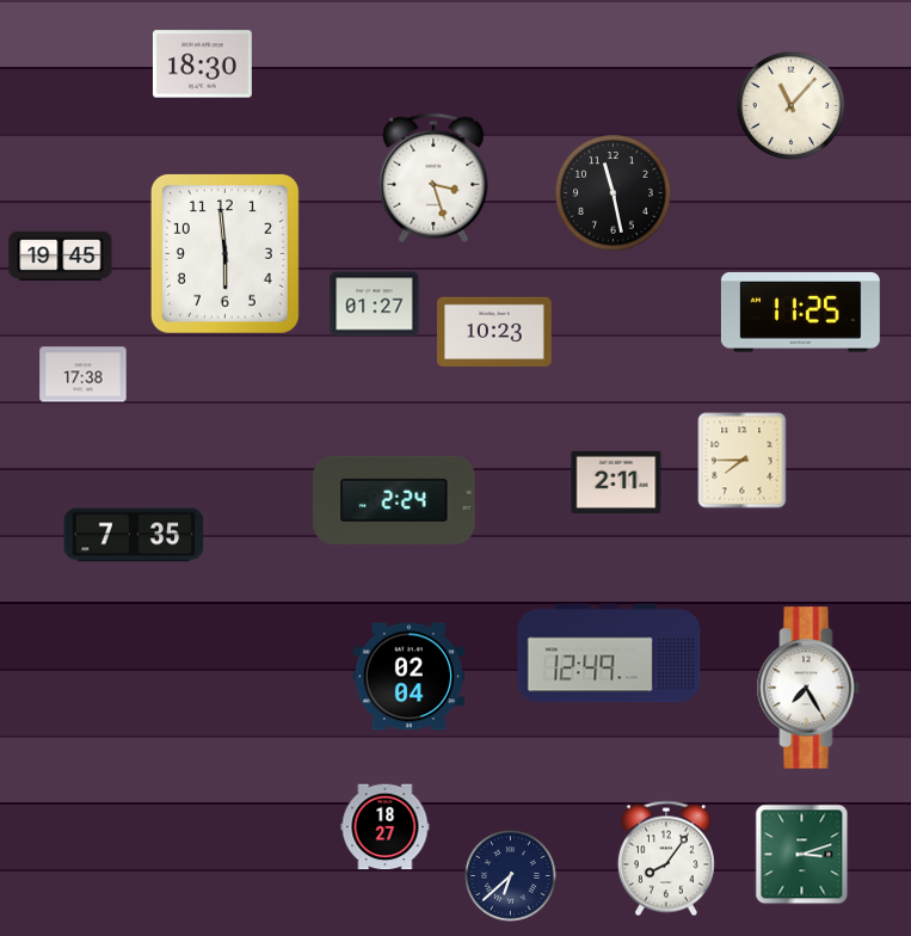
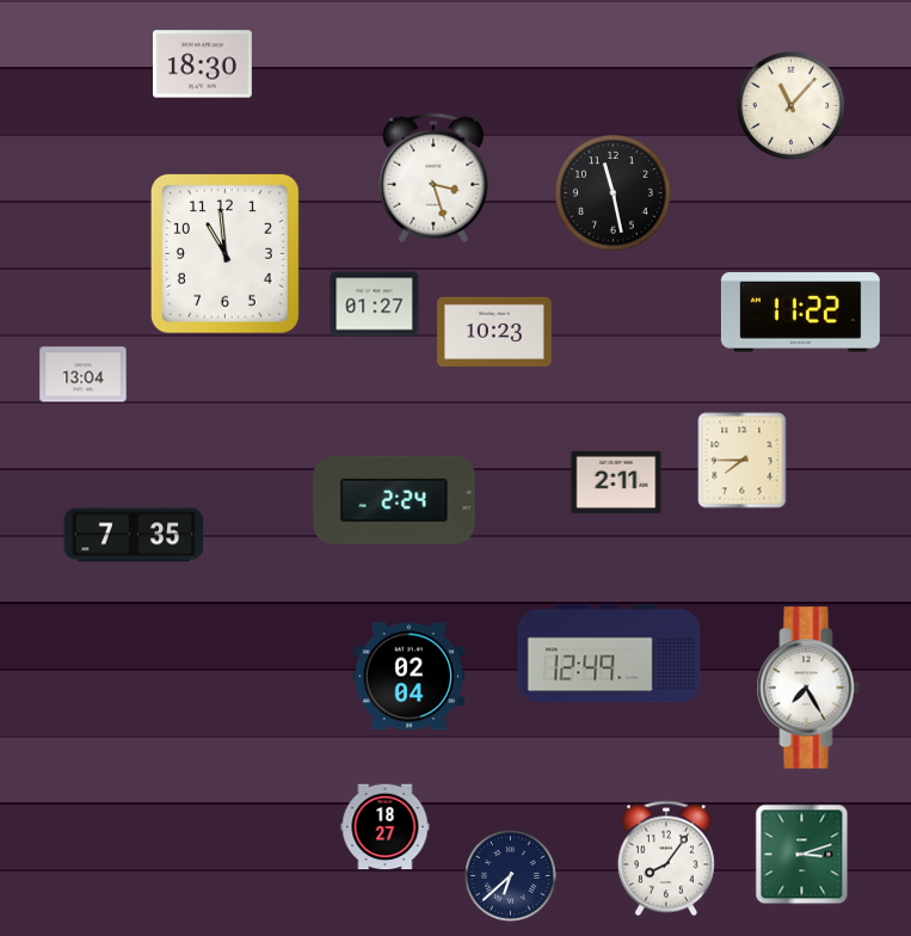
clock at (224, 253): 5:59 -> 10:59
clock at (61, 257): 19:45 -> none
clock at (800, 313): 11:25 -> 11:22
clock at (84, 375): 17:38 -> 13:04
